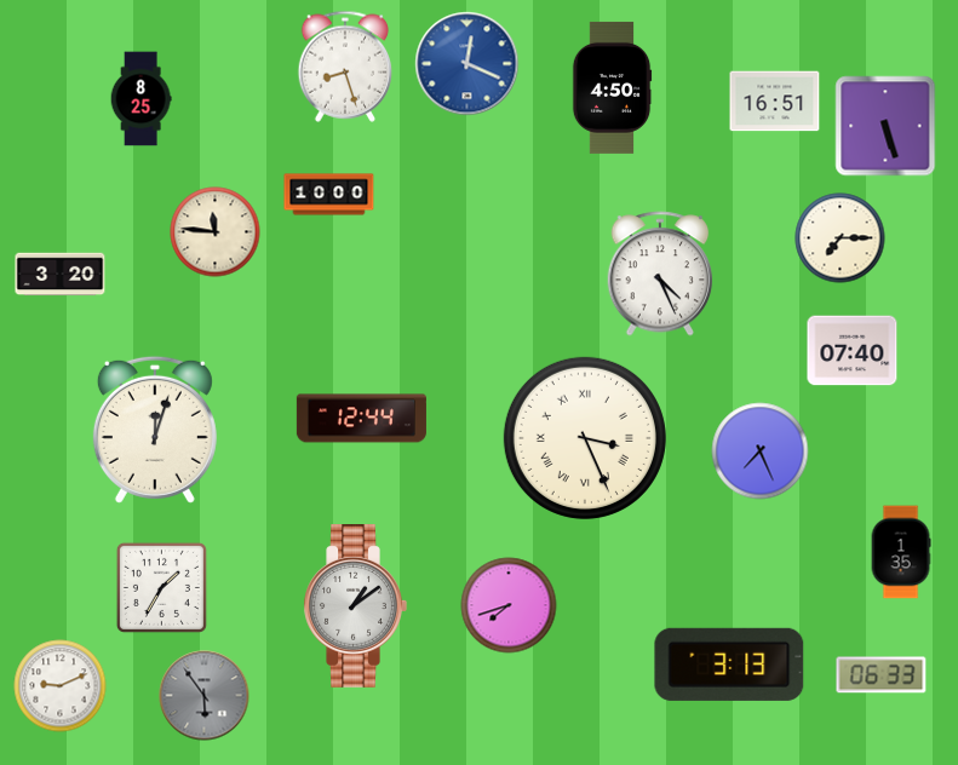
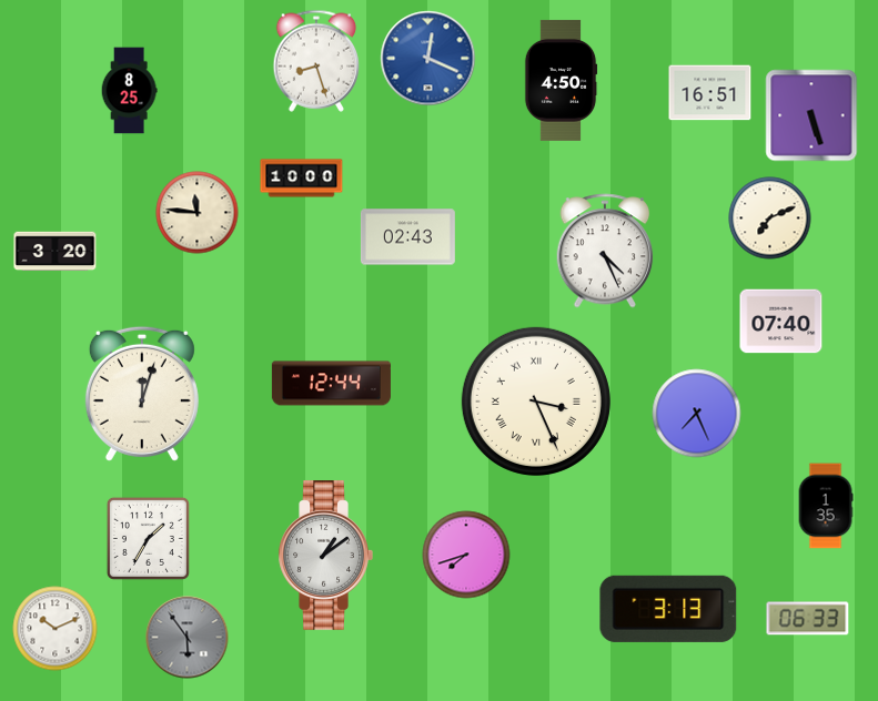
clock at (841, 238): 7:15 -> 7:11
clock at (407, 237): none -> 02:43
clock at (61, 686): 9:11 -> 10:11
